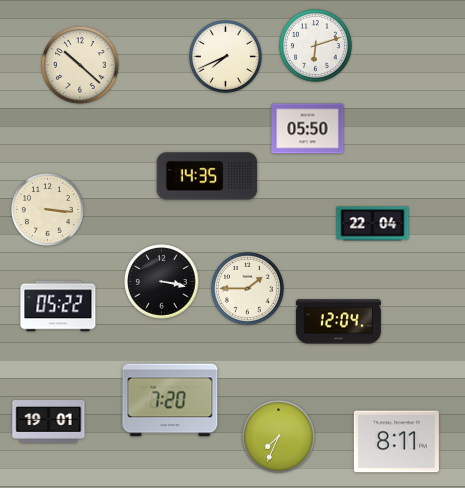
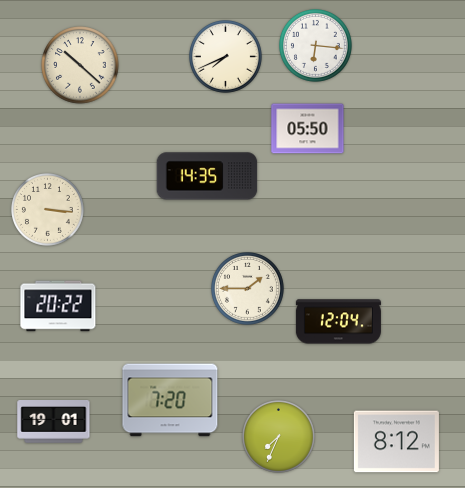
clock at (316, 46): 6:12 -> 6:16
clock at (373, 224): 22:04 -> none
clock at (162, 282): 3:17 -> none
clock at (58, 306): 05:22 -> 20:22
clock at (49, 422) position: (49, 422) -> (54, 422)
clock at (396, 442): 8:11 -> 8:12
